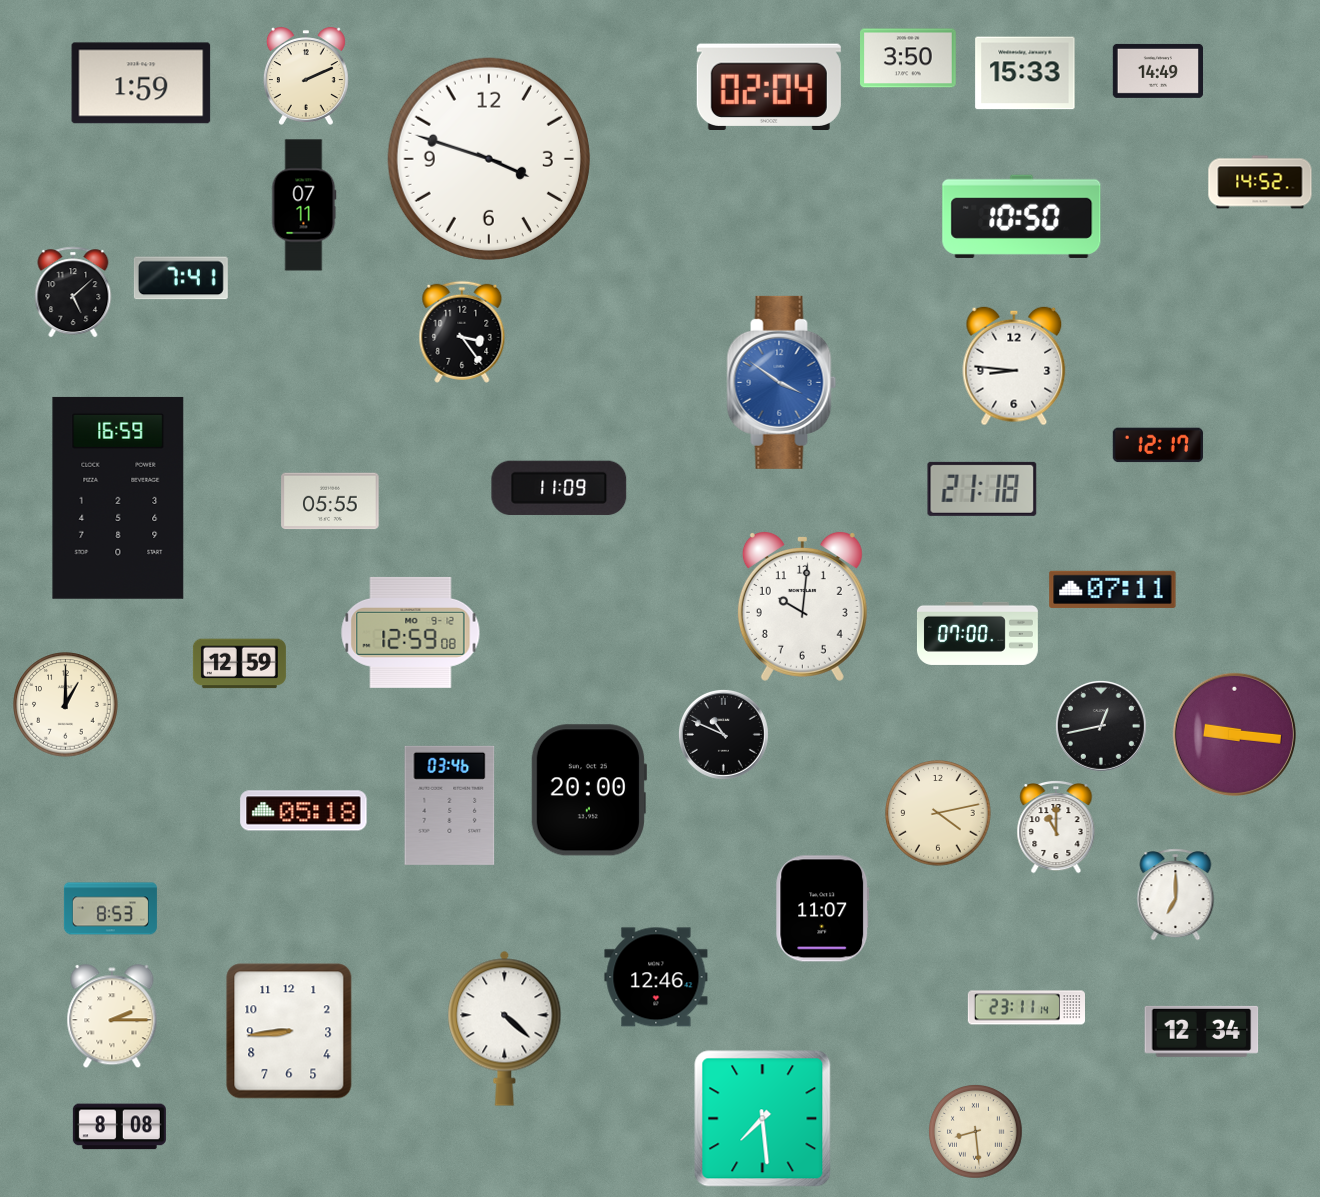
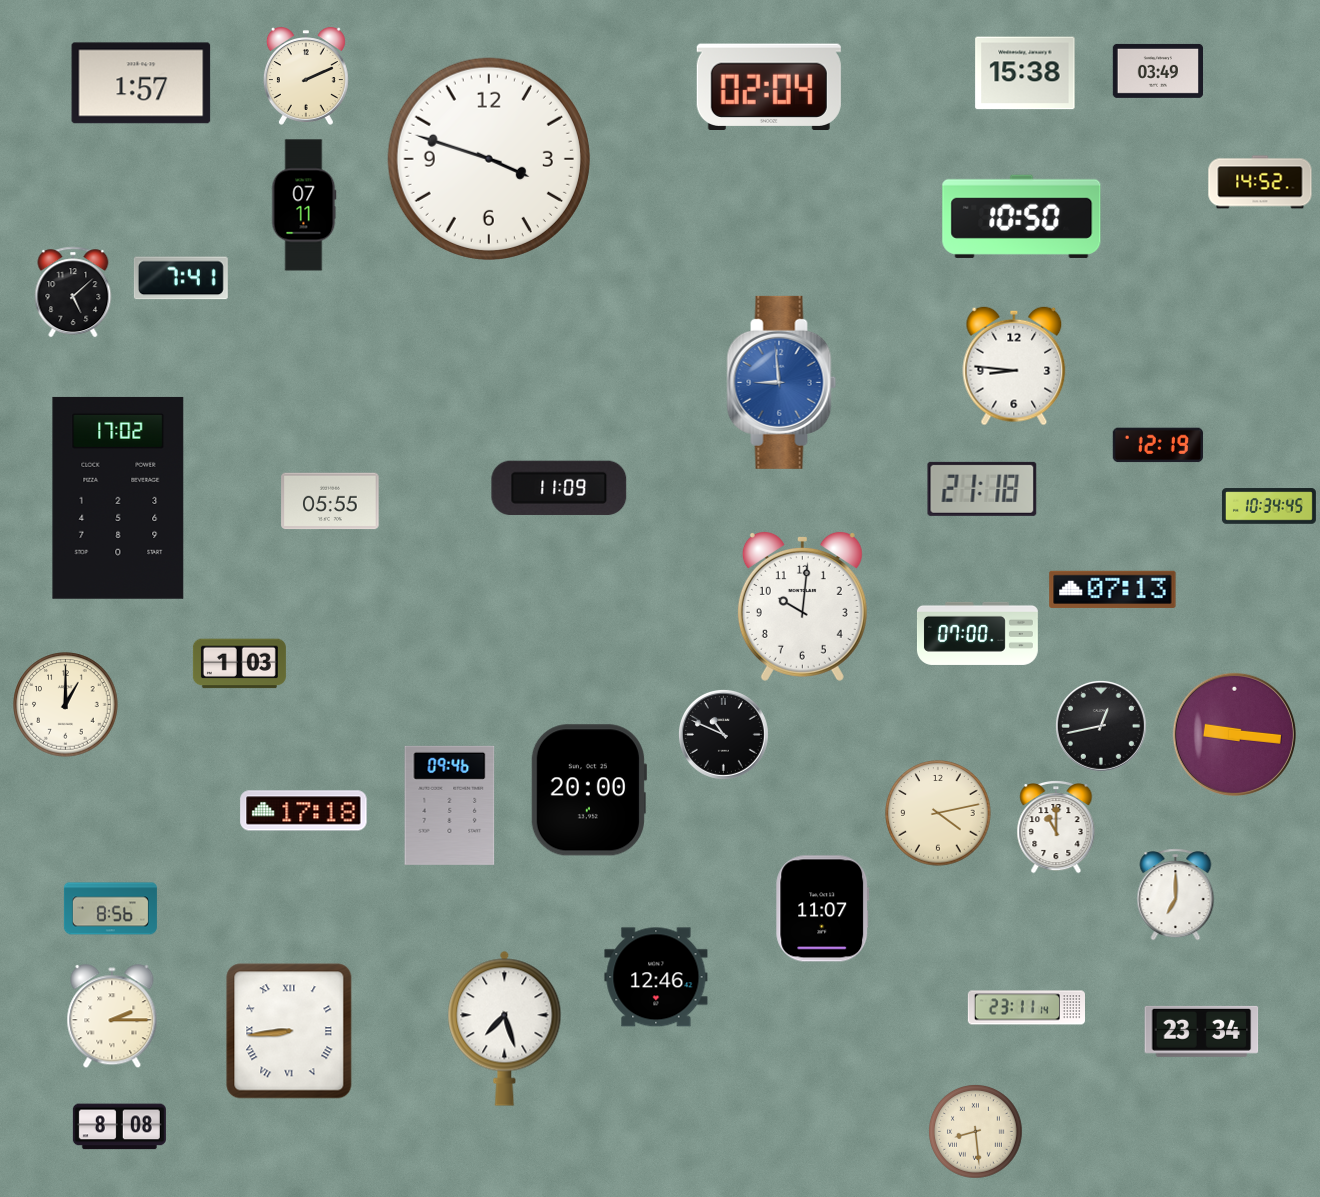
clock at (909, 58): 3:50 -> none
clock at (1157, 71): 14:49 -> 03:49
clock at (1025, 73): 15:33 -> 15:38
clock at (141, 83): 1:59 -> 1:57
clock at (462, 332): 3:24 -> none
clock at (782, 382): 3:51 -> 8:59
clock at (1158, 445): 12:17 -> 12:19
clock at (118, 498): 16:59 -> 17:02
clock at (1269, 506): none -> 10:34
clock at (1113, 589): 07:11 -> 07:13
clock at (411, 632): 12:59 -> none
clock at (239, 664): 12:59 -> 1:03
clock at (450, 805): 03:46 -> 09:46
clock at (304, 811): 05:18 -> 17:18
clock at (110, 909): 8:53 -> 8:56
clock at (505, 1028): 4:22 -> 7:27
clock at (289, 1031) numerals: Arabic -> Roman
clock at (1202, 1031): 12:34 -> 23:34
clock at (763, 1119): 7:29 -> none
